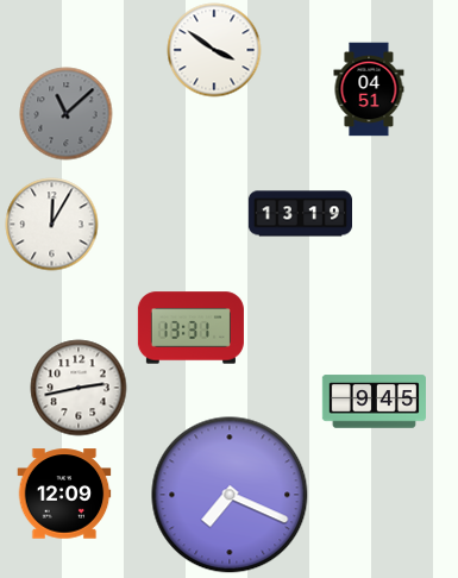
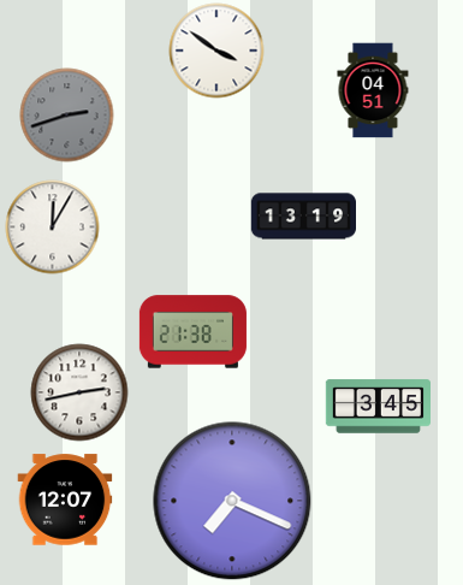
clock at (65, 113): 11:08 -> 2:42
clock at (190, 328): 13:31 -> 21:38
clock at (374, 402): 9:45 -> 3:45
clock at (64, 494): 12:09 -> 12:07
